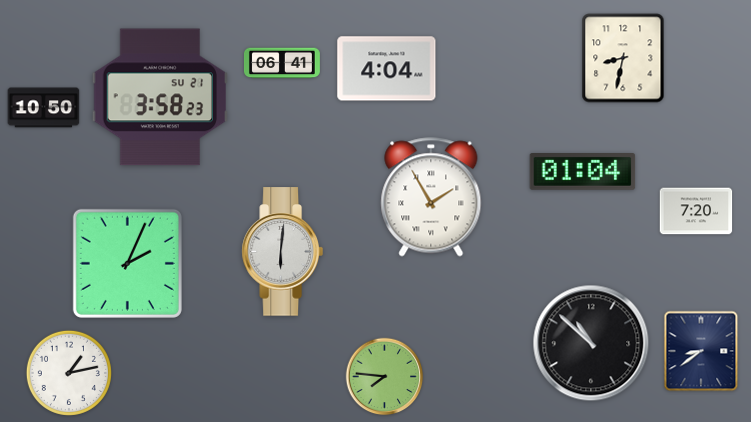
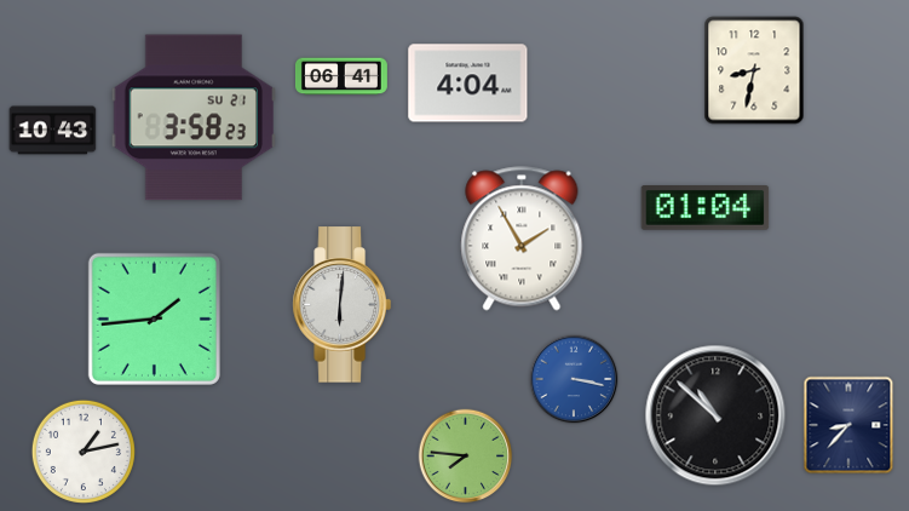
clock at (44, 108): 10:50 -> 10:43
clock at (696, 211): 7:20 -> none
clock at (127, 263): 2:04 -> 1:44
clock at (574, 379): none -> 3:17
clock at (701, 351): 8:39 -> 8:37
